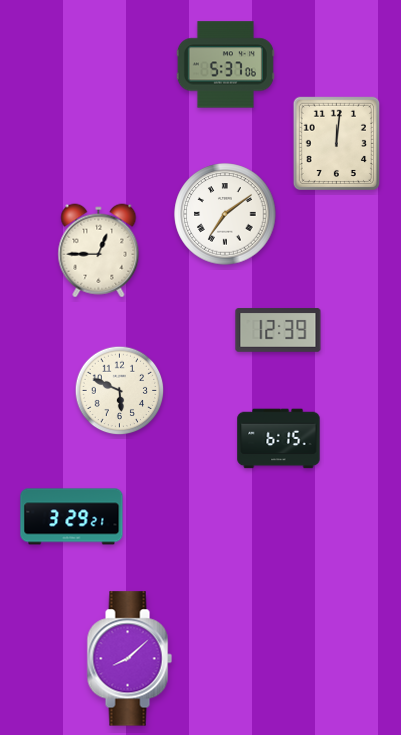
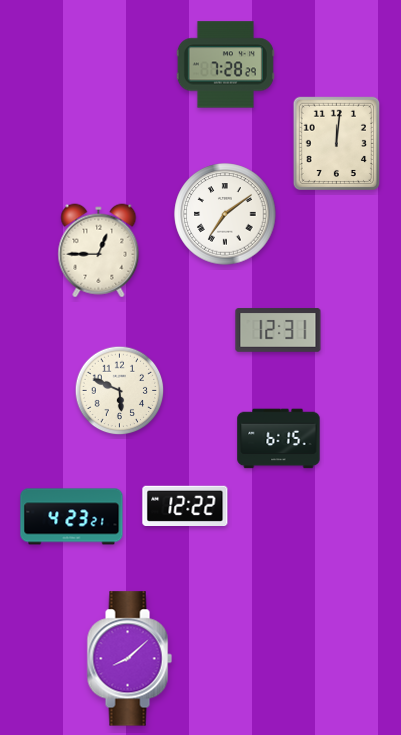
clock at (225, 65): 5:37 -> 7:28
clock at (278, 330): 12:39 -> 12:31
clock at (185, 505): none -> 12:22
clock at (72, 517): 3:29 -> 4:23
